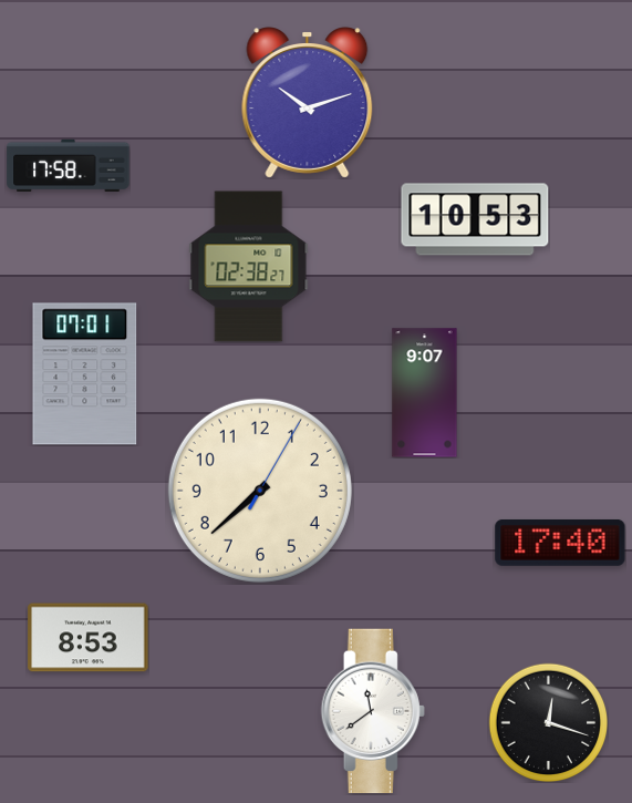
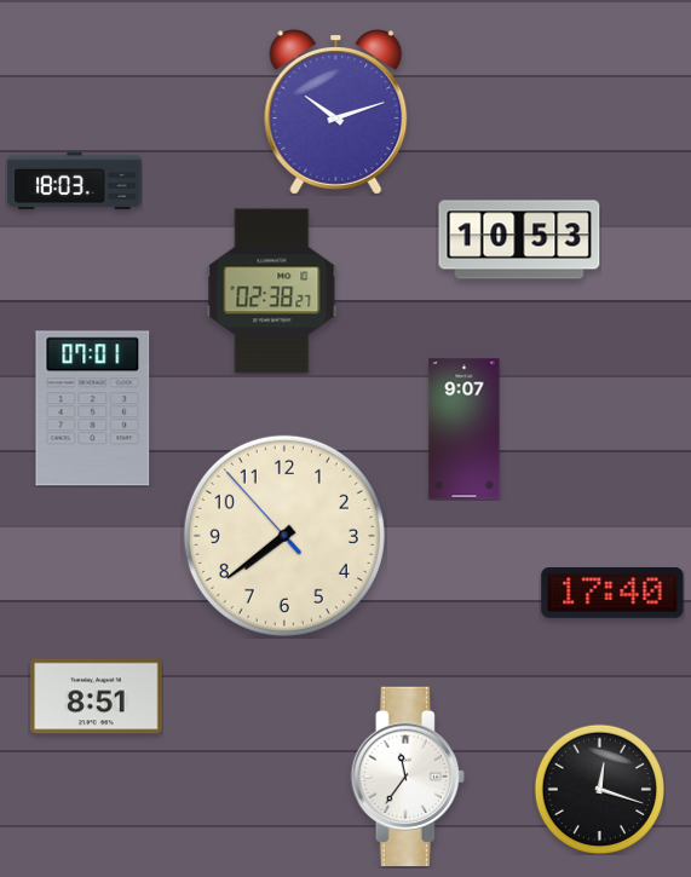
clock at (69, 165): 17:58 -> 18:03
clock at (260, 491): 7:38:05 -> 7:38:53
clock at (89, 638): 8:53 -> 8:51
clock at (373, 711): 11:39 -> 11:36
